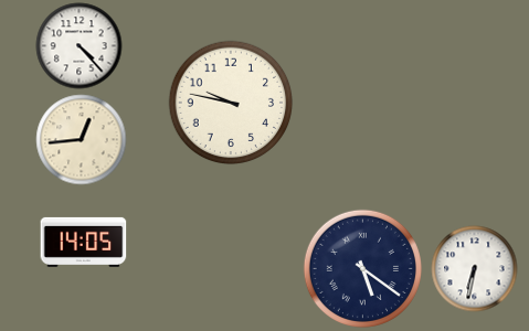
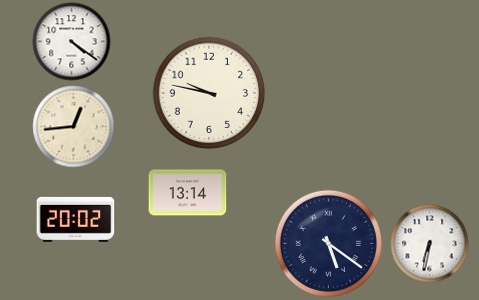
clock at (78, 45): 4:23 -> 4:21
clock at (187, 193): none -> 13:14
clock at (83, 242): 14:05 -> 20:02
